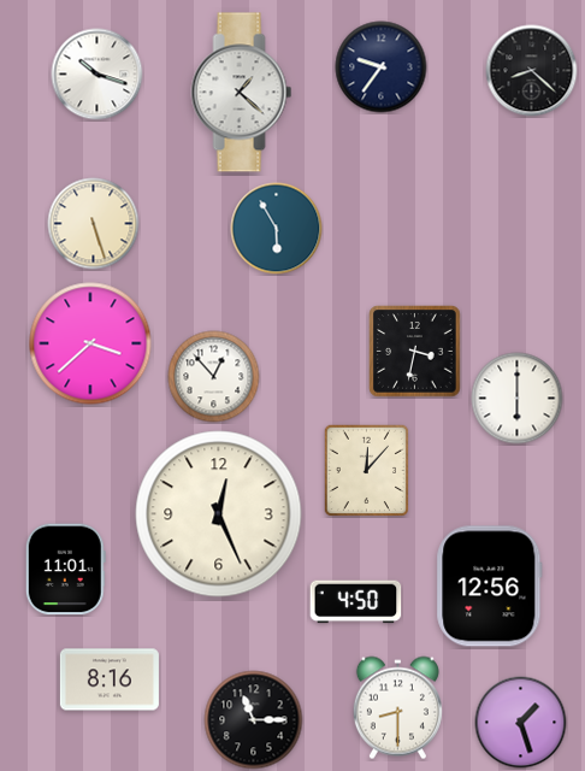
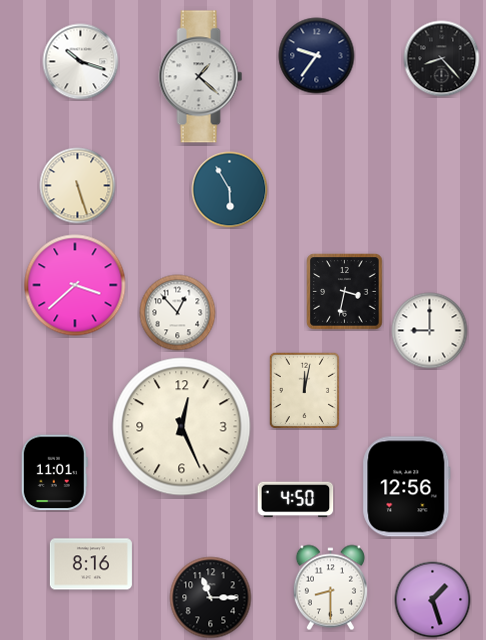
clock at (532, 71): 8:22 -> 8:23
clock at (518, 399): 6:00 -> 9:00
clock at (367, 470): 12:07 -> 12:02
